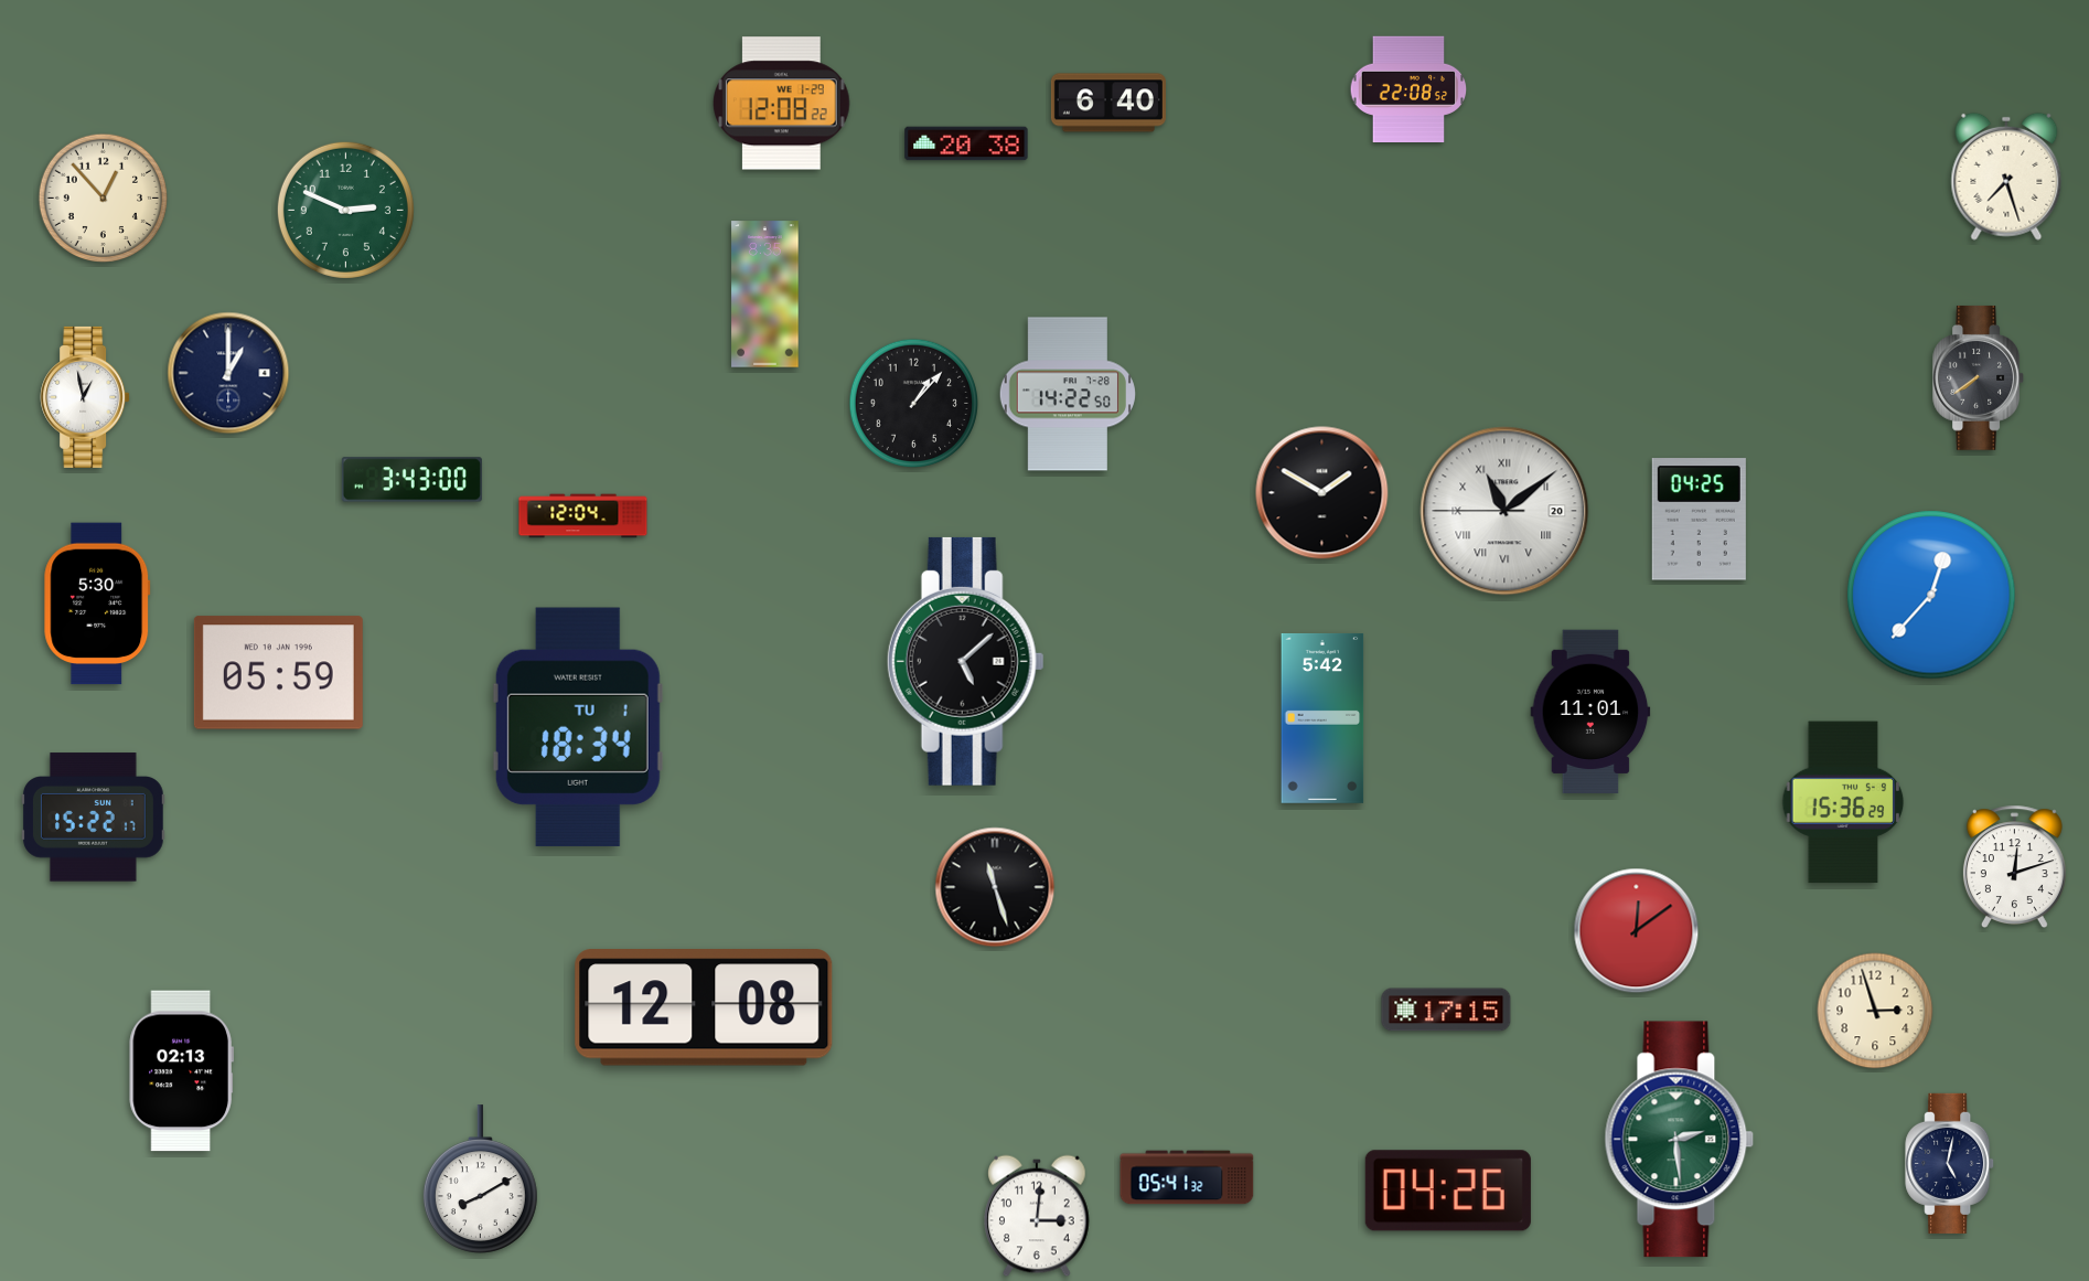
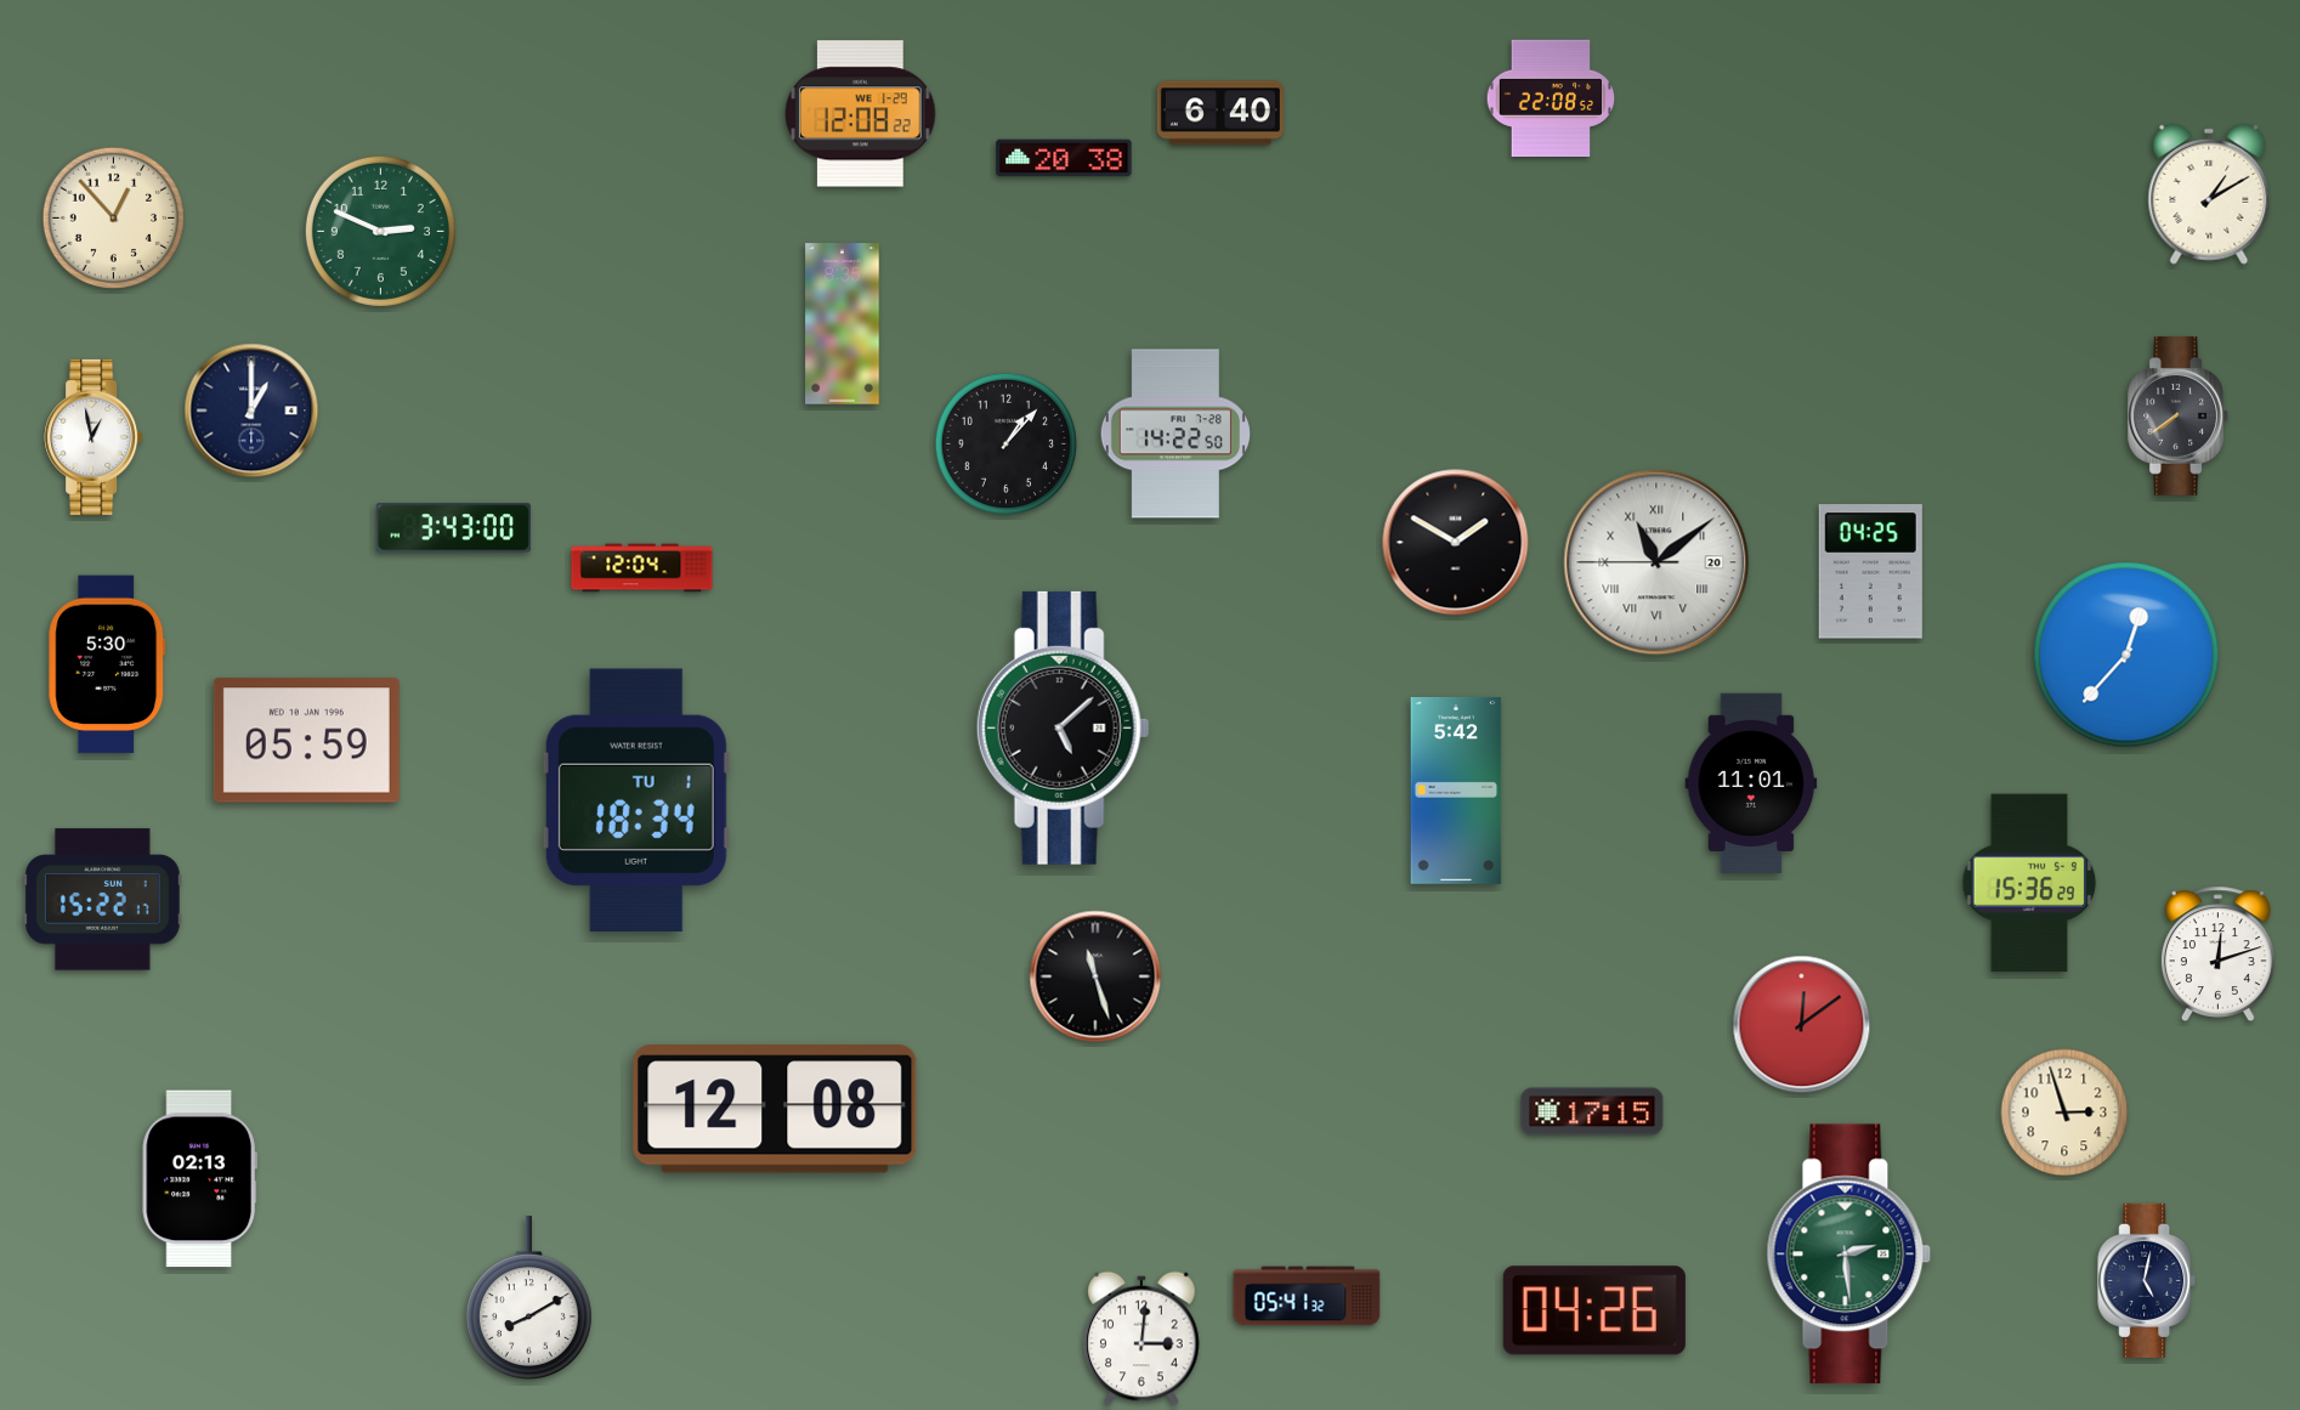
clock at (2006, 177): 7:27 -> 1:10
